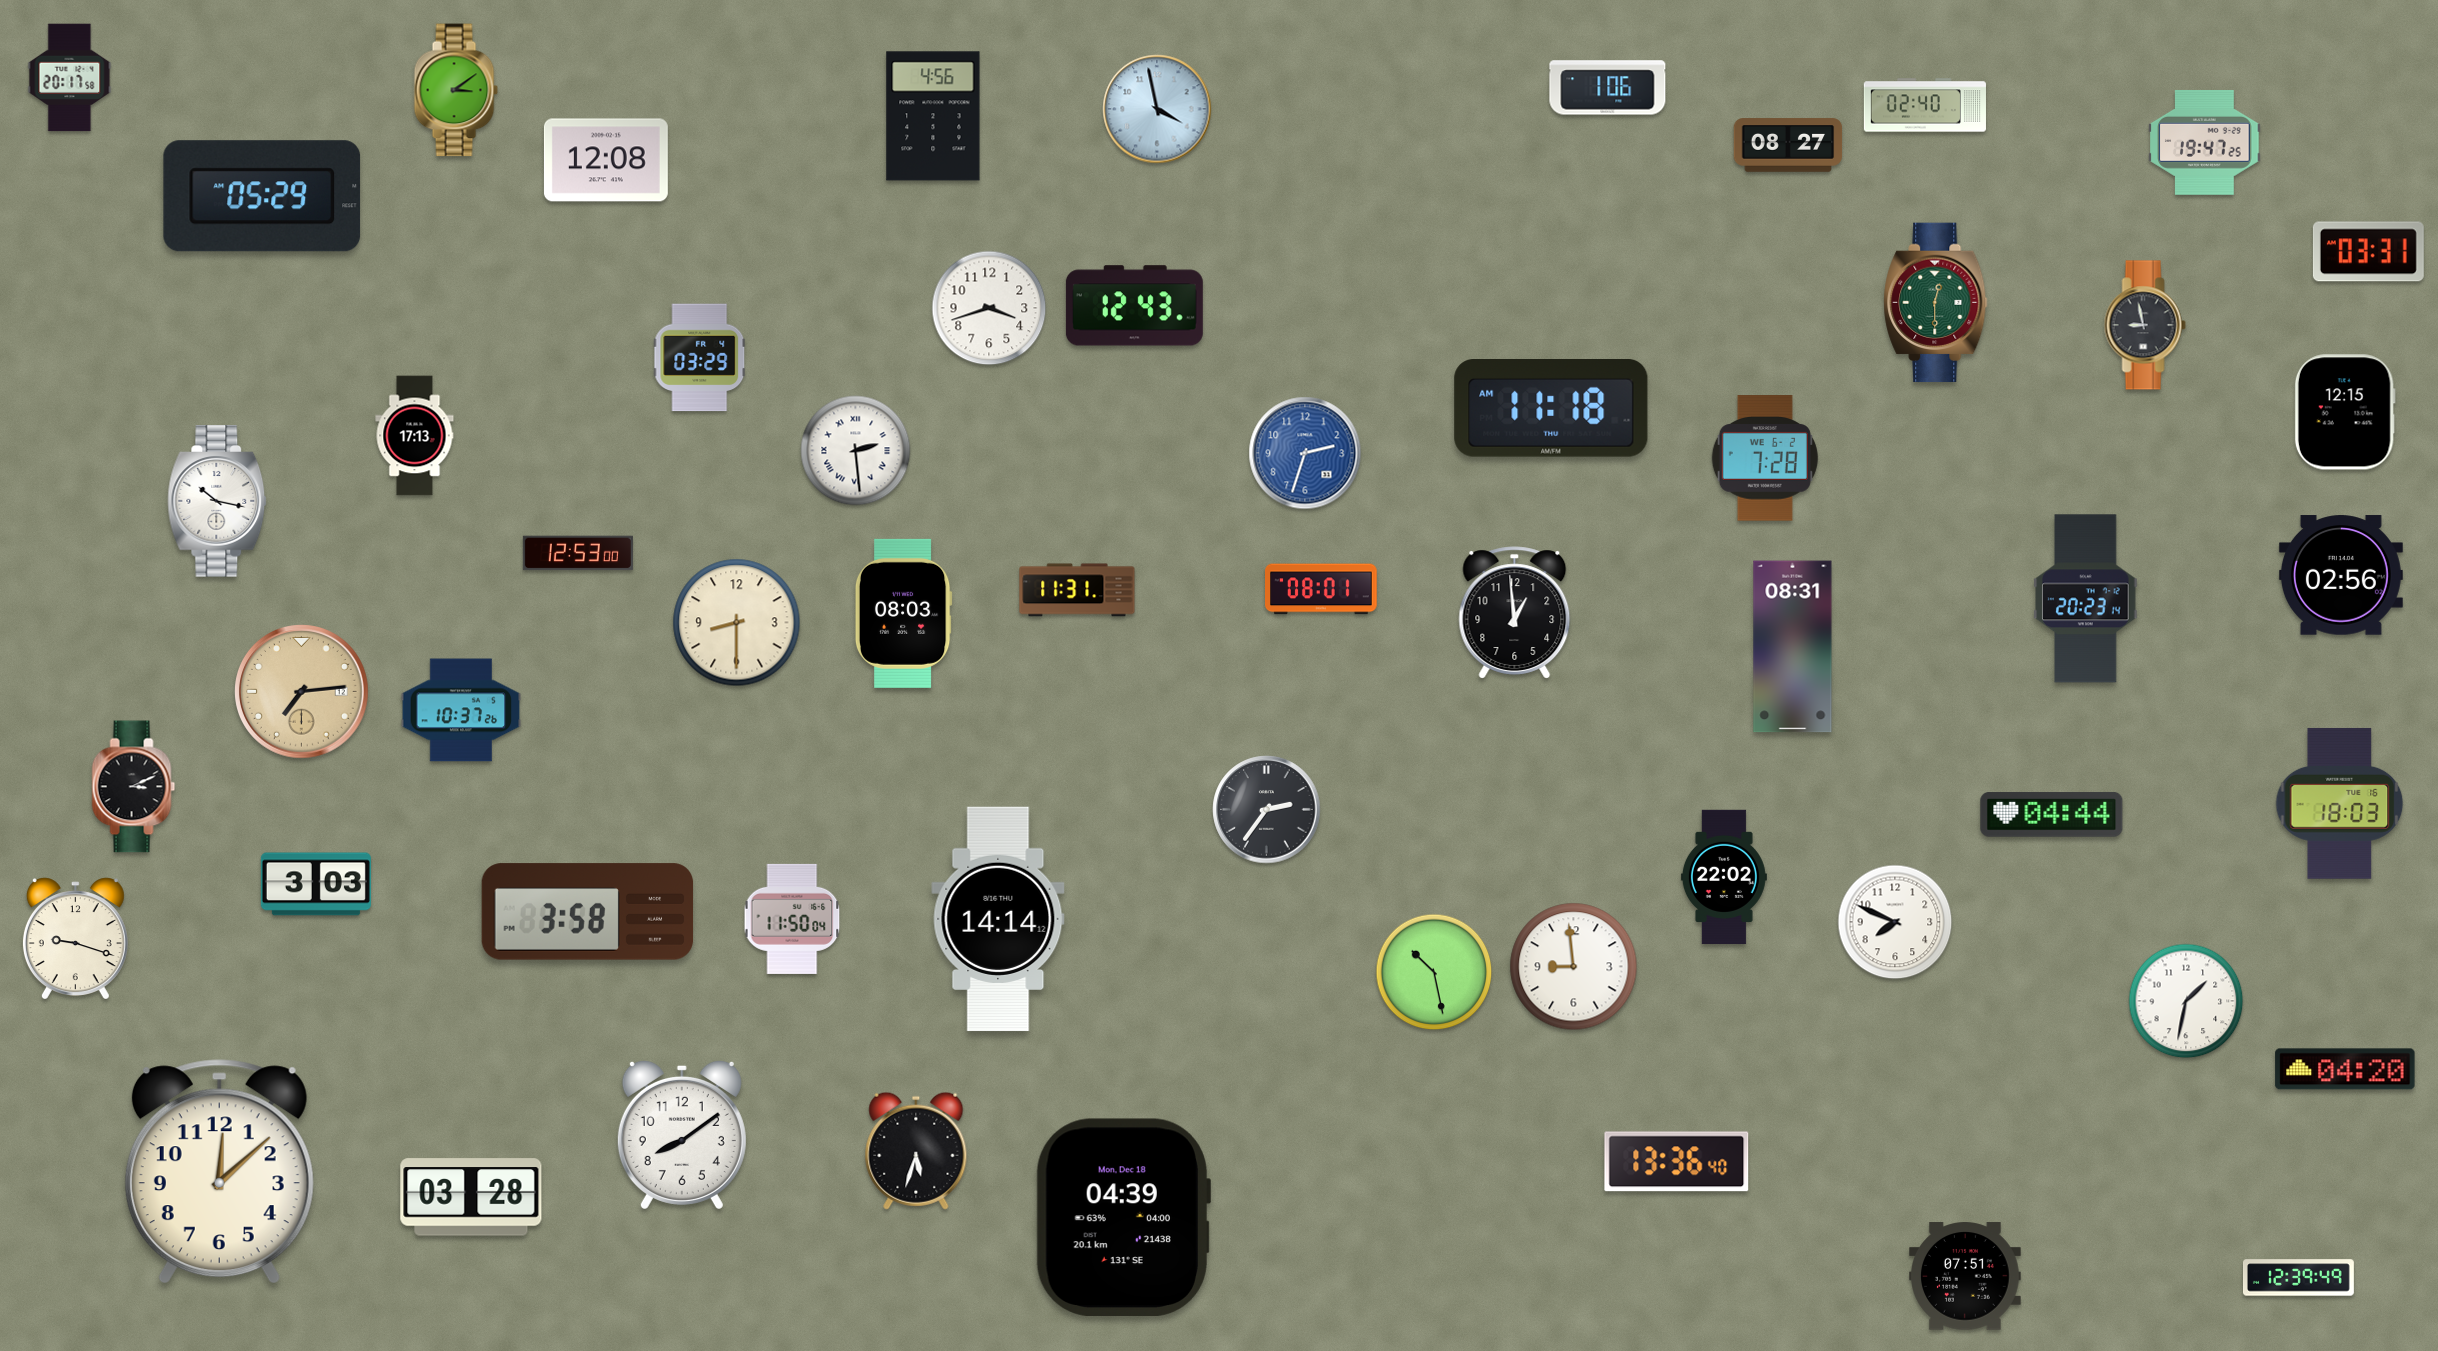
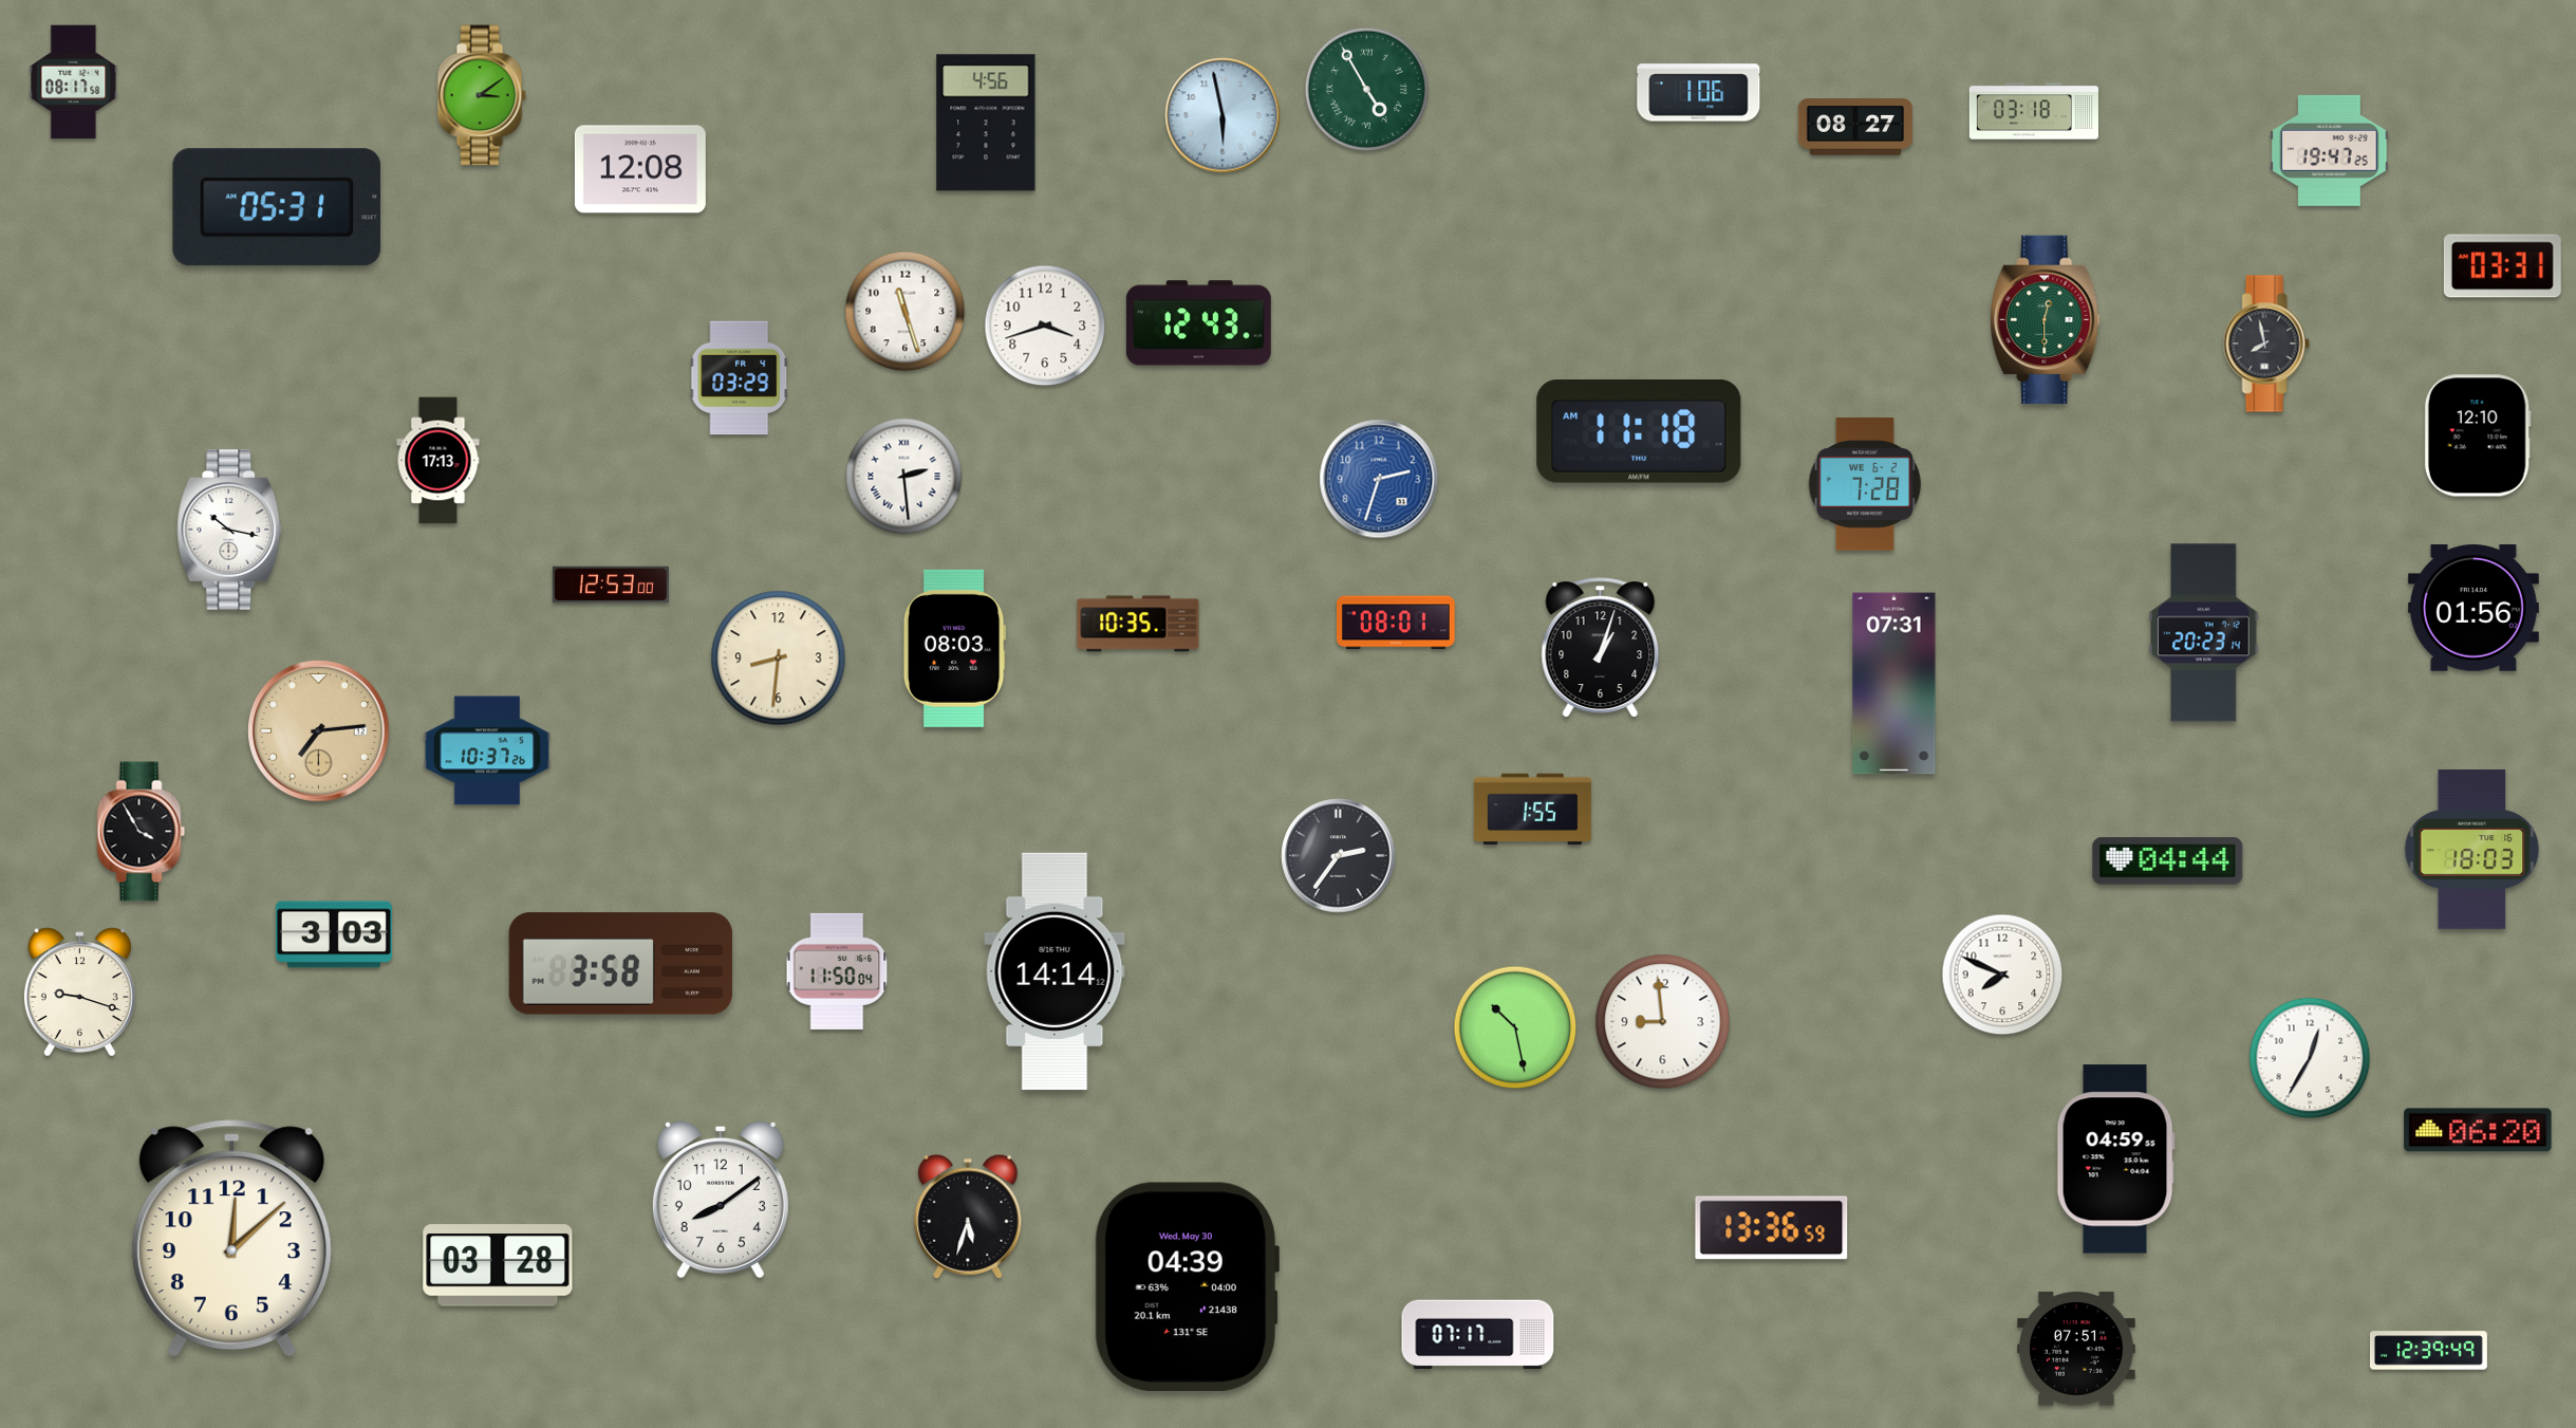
clock at (70, 78): 20:17 -> 08:17
clock at (1367, 90): none -> 4:55
clock at (1924, 105): 02:40 -> 03:18
clock at (1157, 109): 3:58 -> 5:58
clock at (1788, 145) position: (1788, 145) -> (1855, 127)
clock at (262, 196): 05:29 -> 05:31
clock at (906, 312): none -> 11:27
clock at (2145, 325): 8:58 -> 7:58
clock at (2345, 412): 12:15 -> 12:10
clock at (2341, 575): 02:56 -> 01:56
clock at (1077, 590): 11:31 -> 10:35
clock at (1515, 613): 12:59 -> 1:03
clock at (737, 623): 8:30 -> 8:31
clock at (1793, 647): 08:31 -> 07:31
clock at (1532, 810): none -> 1:55
clock at (134, 787): 3:11 -> 3:55
clock at (1724, 877): 22:02 -> none
clock at (2186, 1001): 1:32 -> 12:35
clock at (2345, 1069): 04:20 -> 06:20
clock at (2115, 1160): none -> 04:59
clock at (1677, 1162): 13:36:40 -> 13:36:59
clock at (1122, 1217) date: Mon, Dec 18 -> Wed, May 30
clock at (1478, 1335): none -> 07:17
